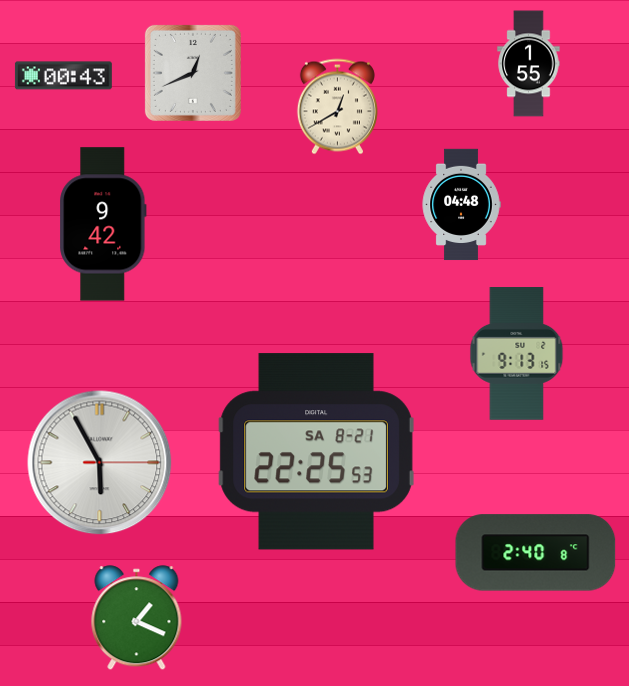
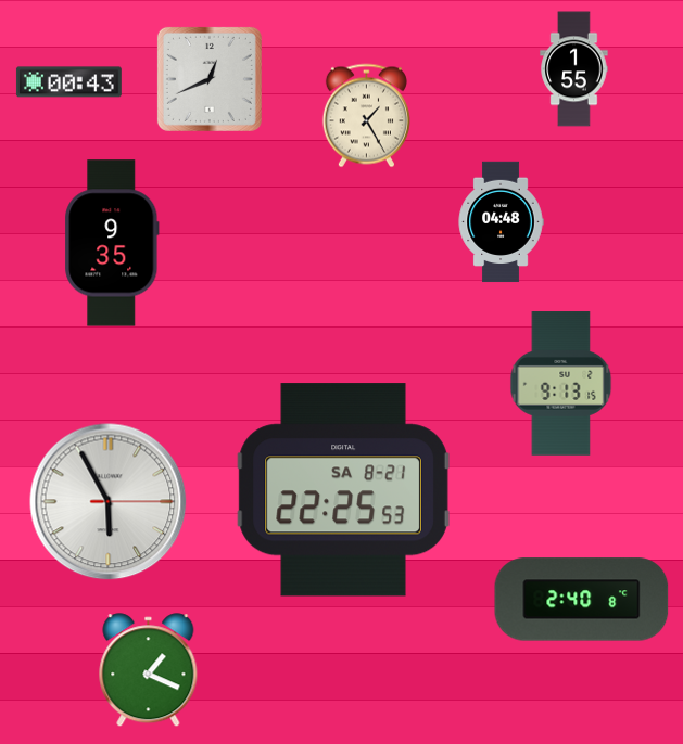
clock at (337, 107): 12:40 -> 1:25
clock at (103, 224): 9:42 -> 9:35
